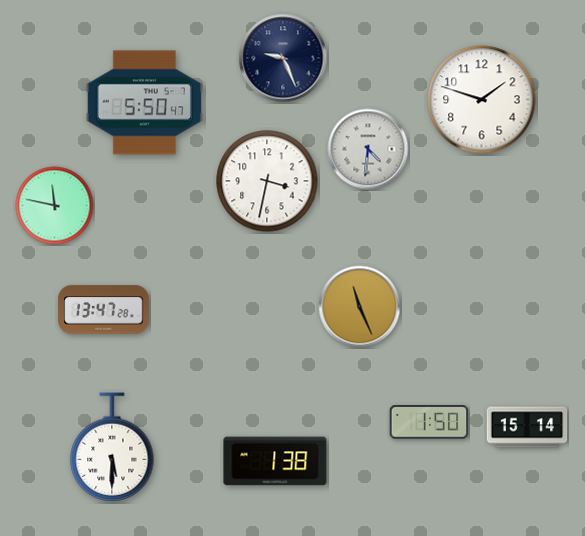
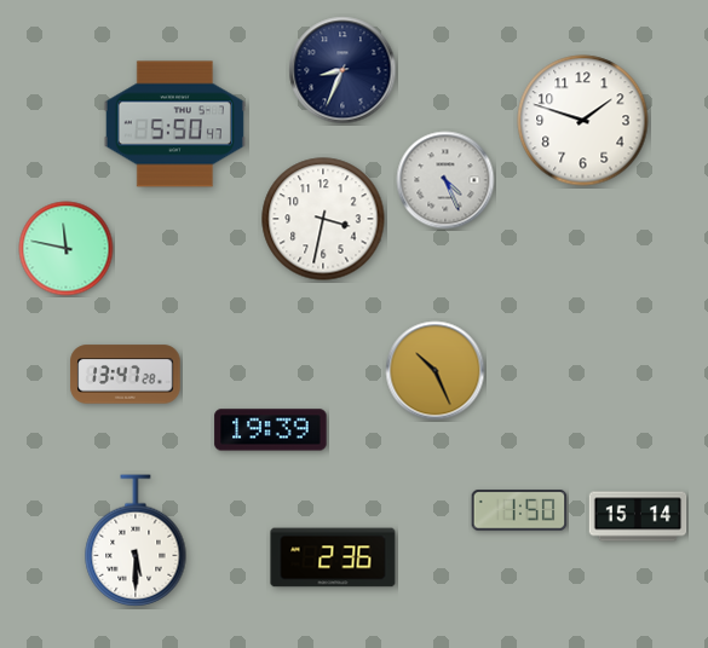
clock at (283, 58): 9:26 -> 8:34
clock at (368, 149): 4:31 -> 4:26
clock at (360, 307): 11:26 -> 10:26
clock at (271, 430): none -> 19:39
clock at (275, 461): 1:38 -> 2:36
